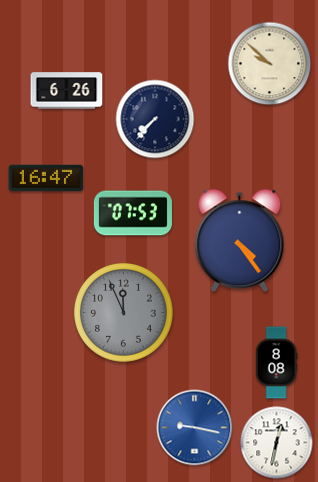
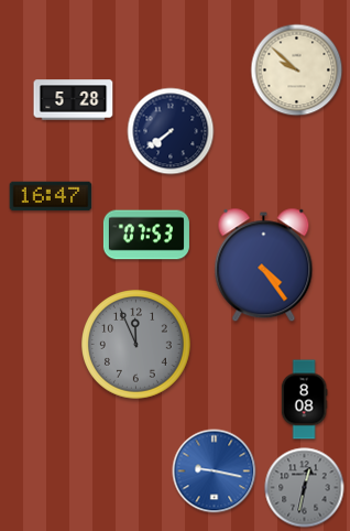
clock at (67, 91): 6:26 -> 5:28
clock at (155, 119): 7:37 -> 7:39
clock at (277, 443) dial: white -> grey
